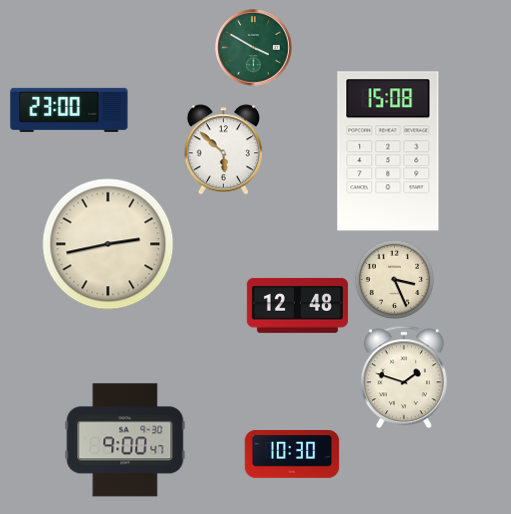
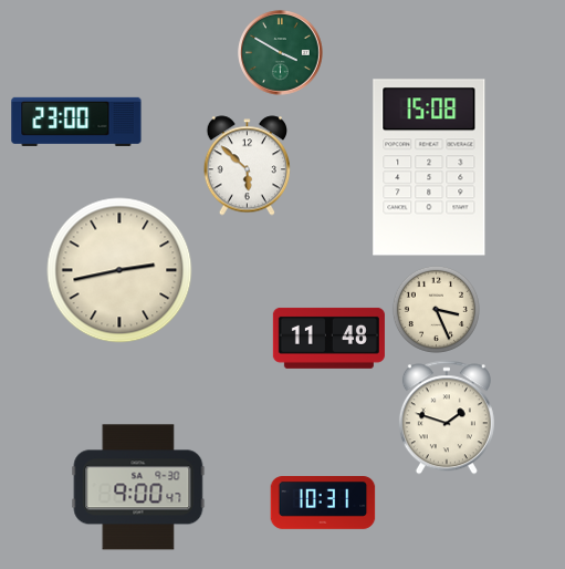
clock at (297, 305): 12:48 -> 11:48
clock at (292, 455): 10:30 -> 10:31
